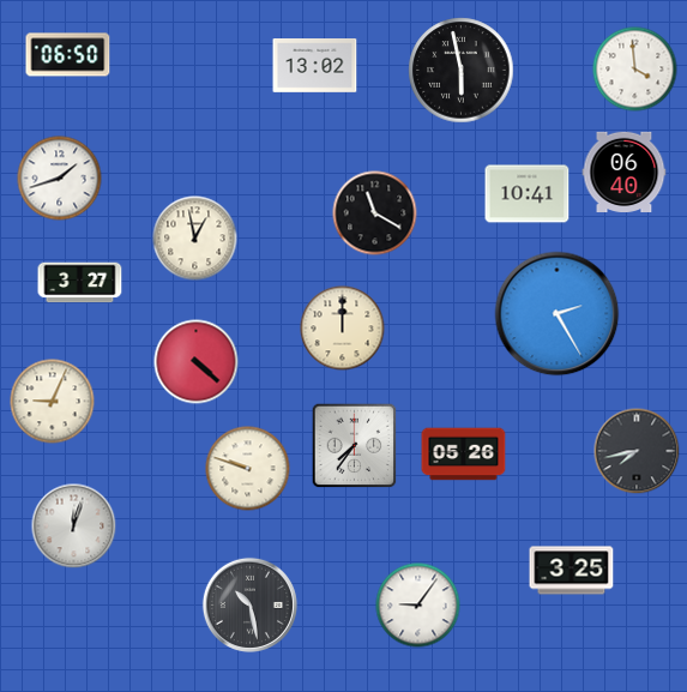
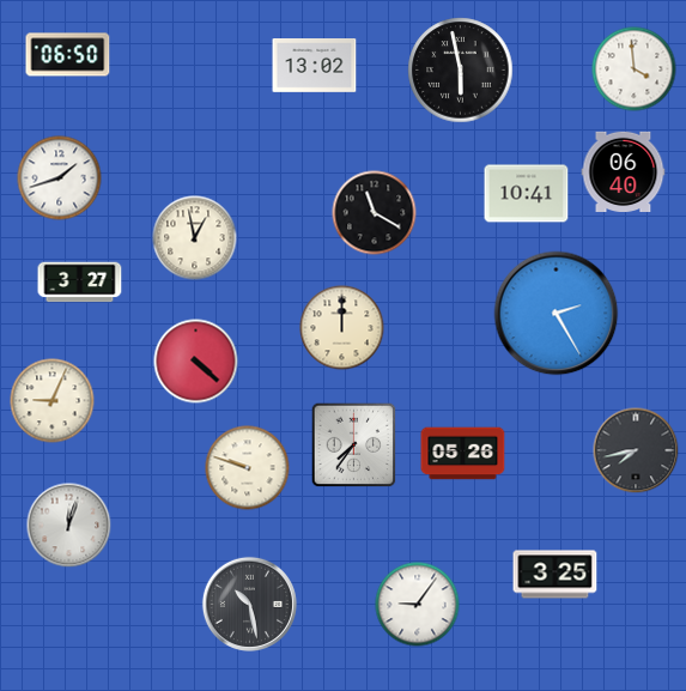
clock at (74, 526) position: (74, 526) -> (69, 526)
clock at (572, 571) position: (572, 571) -> (556, 575)
